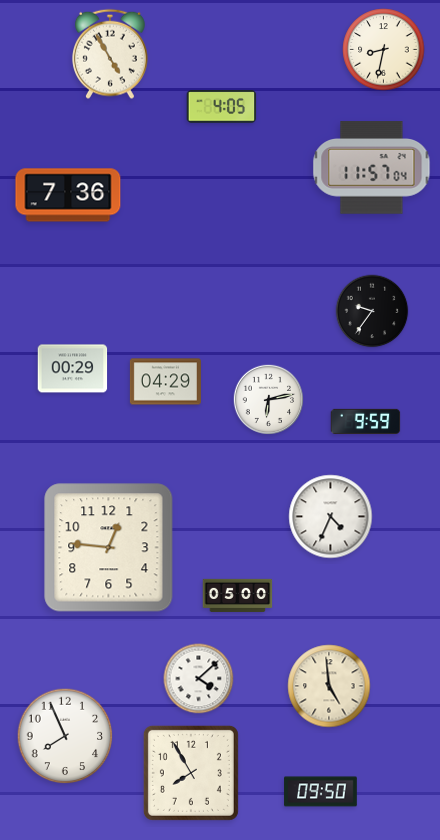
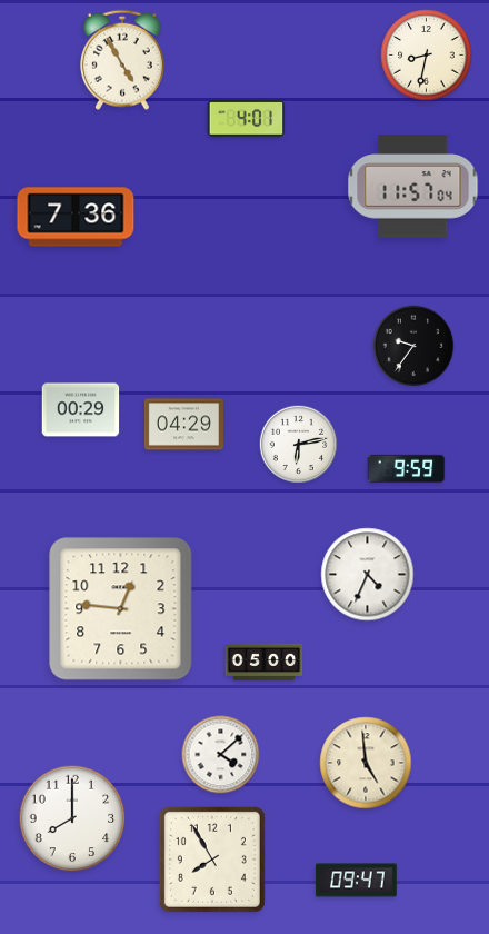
clock at (222, 107): 4:05 -> 4:01
clock at (65, 736): 7:56 -> 8:00
clock at (321, 792): 09:50 -> 09:47
